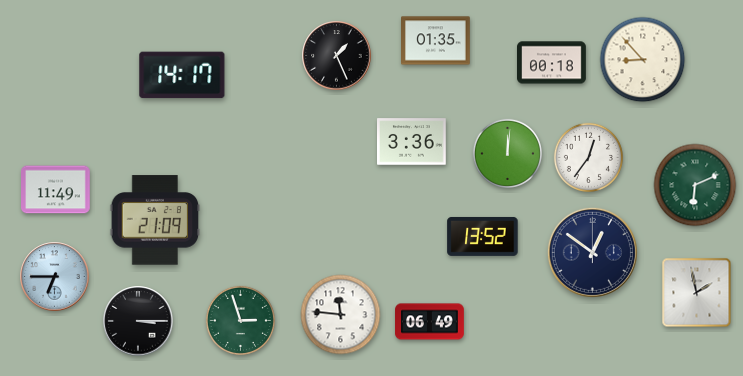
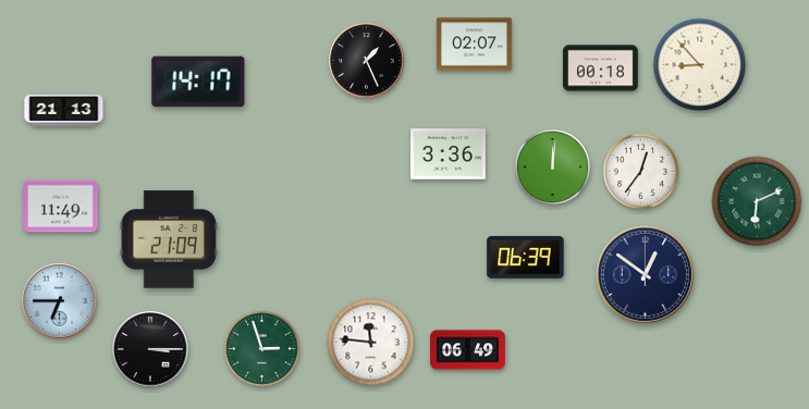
clock at (436, 41): 01:35 -> 02:07
clock at (64, 110): none -> 21:13
clock at (483, 236): 13:52 -> 06:39
clock at (697, 293): 1:58 -> none
